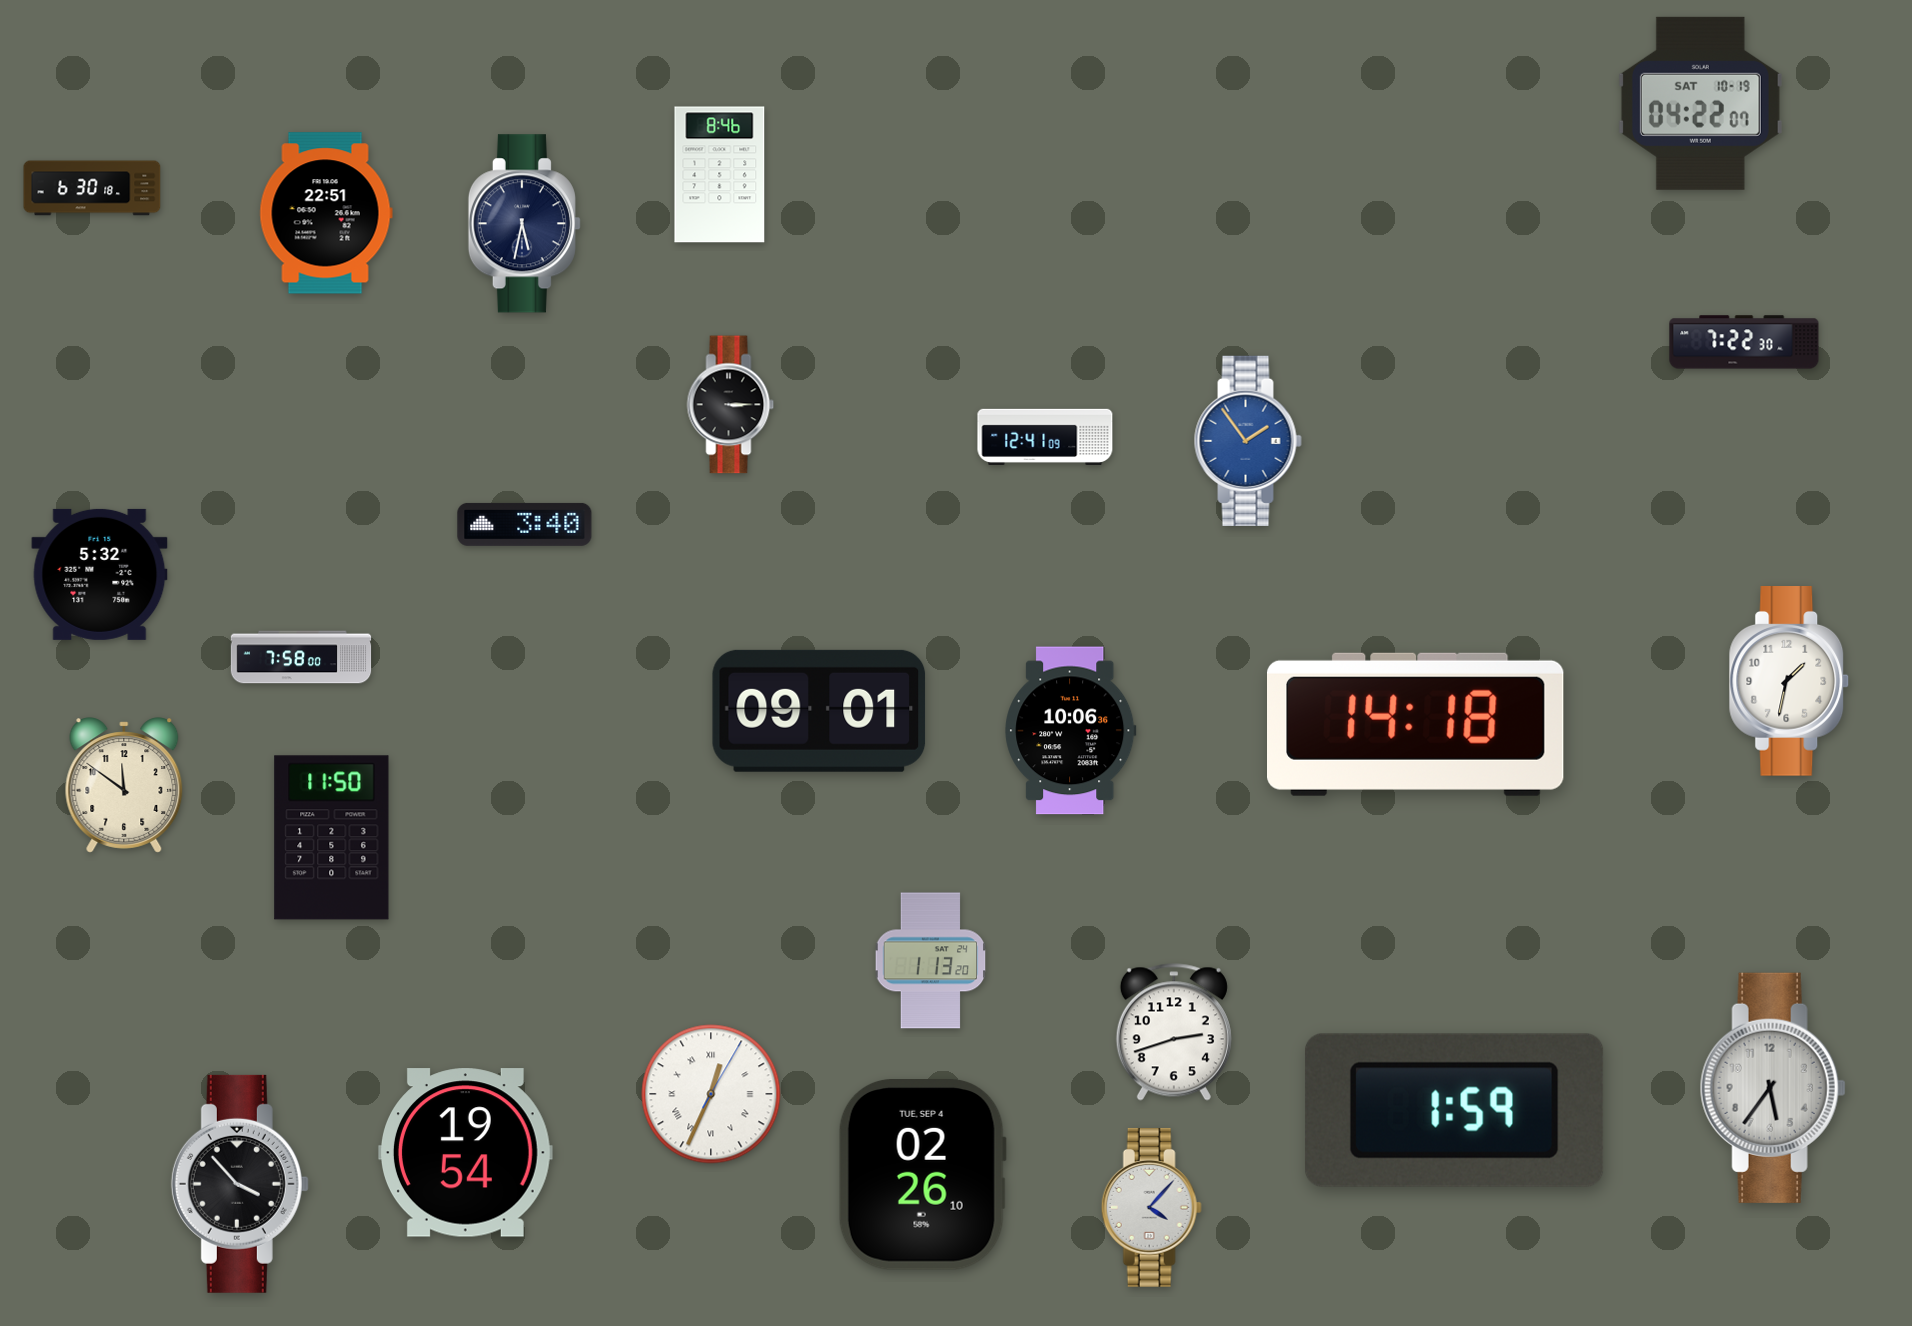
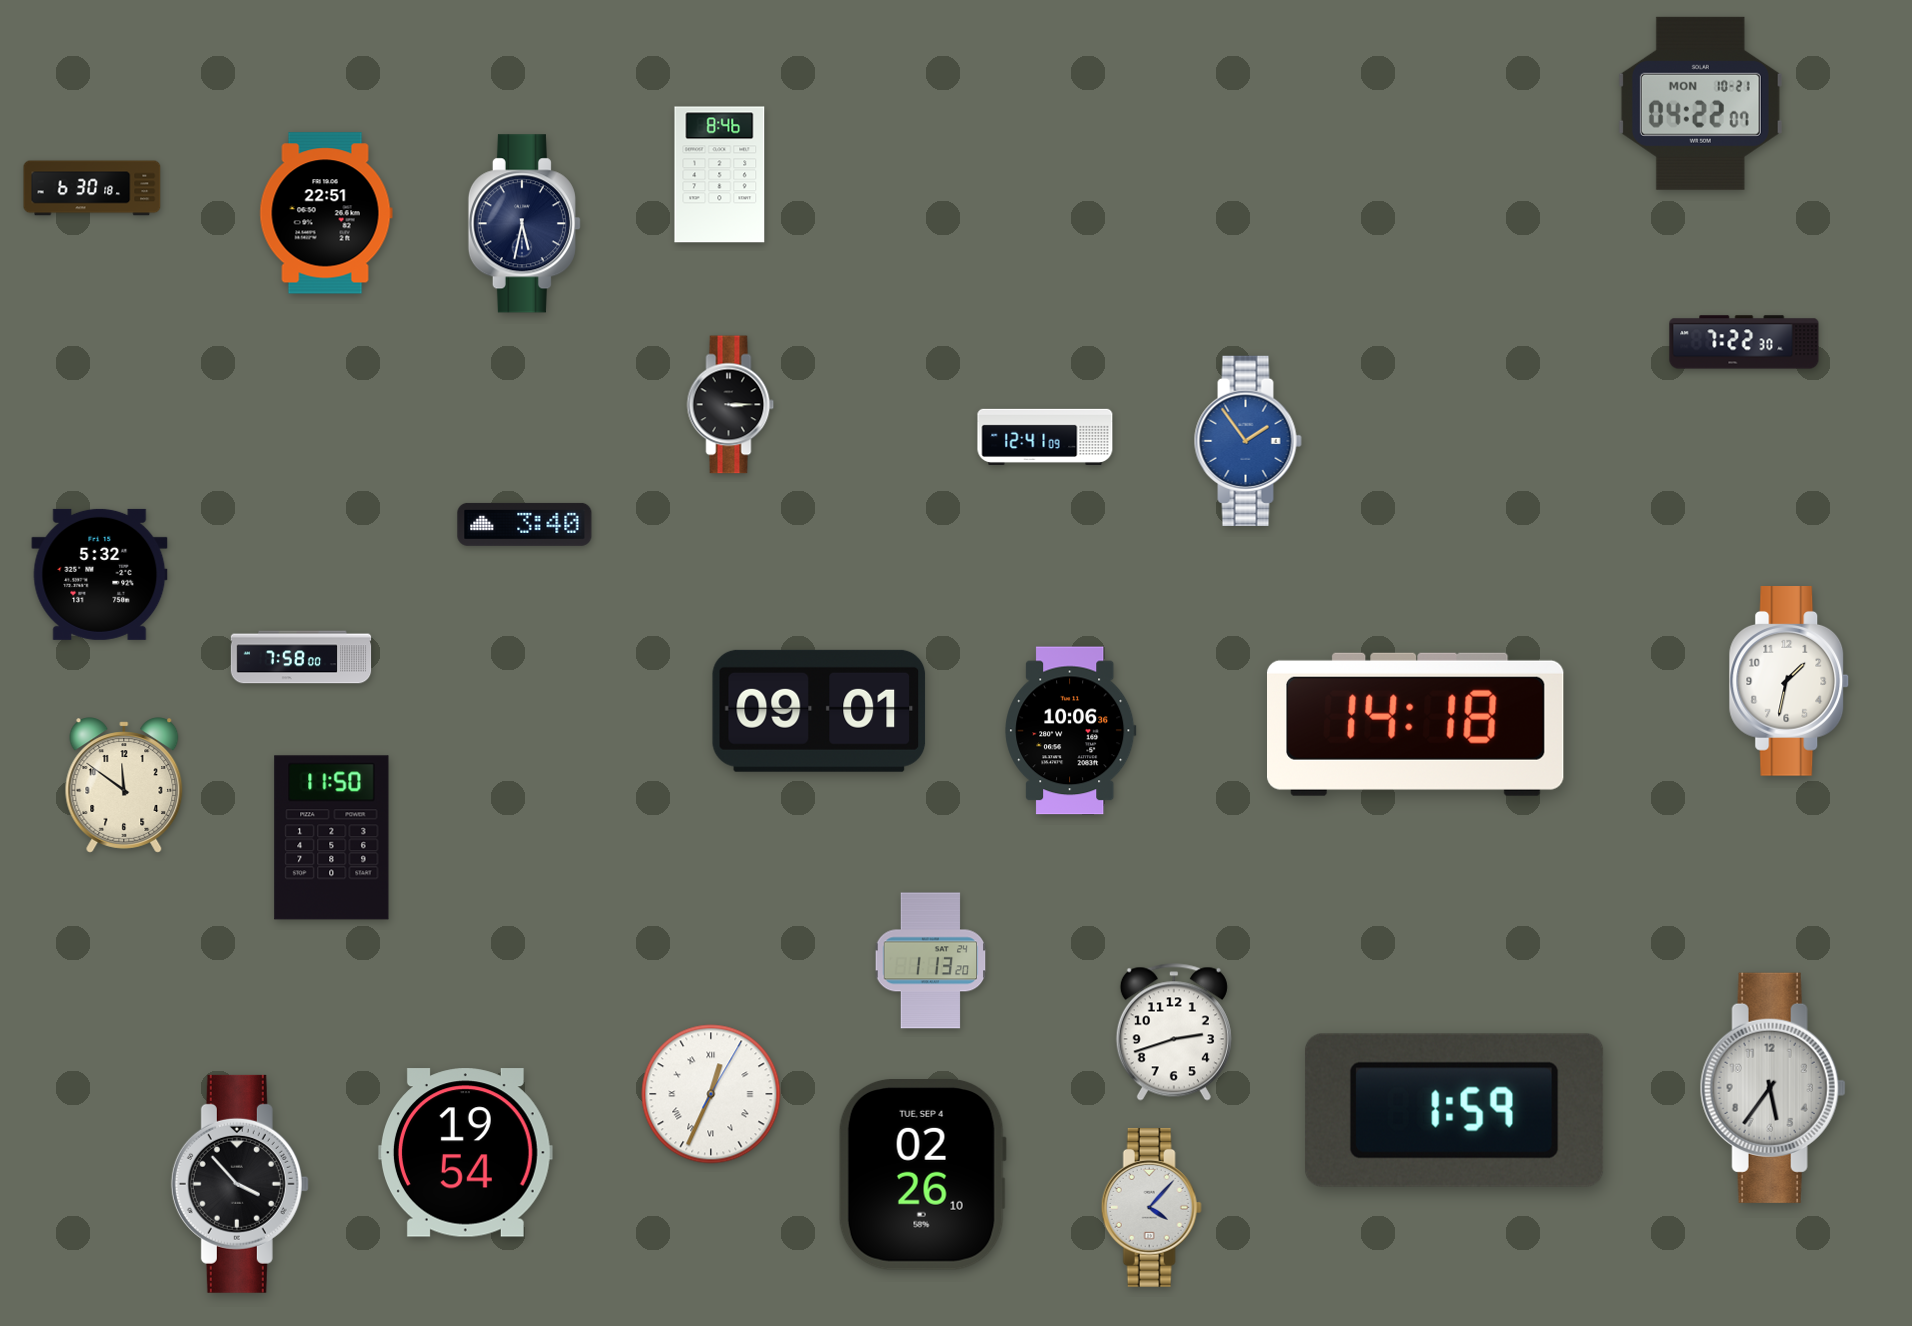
clock at (1700, 103) date: SAT 10-19 -> MON 10-21
